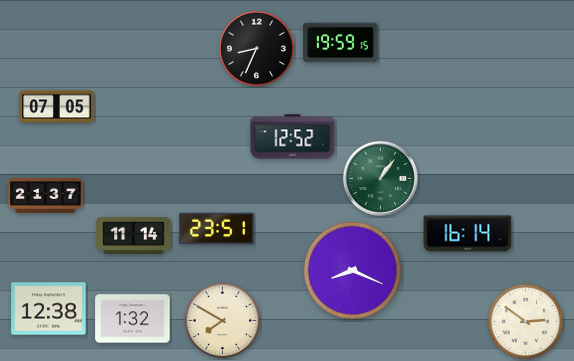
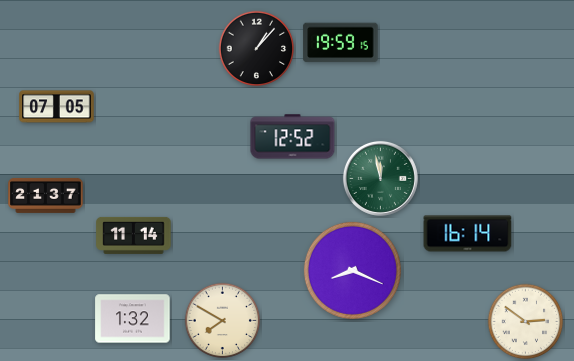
clock at (257, 49): 8:34 -> 1:07
clock at (380, 178): 1:06 -> 11:58
clock at (217, 229): 23:51 -> none
clock at (49, 309): 12:38 -> none
